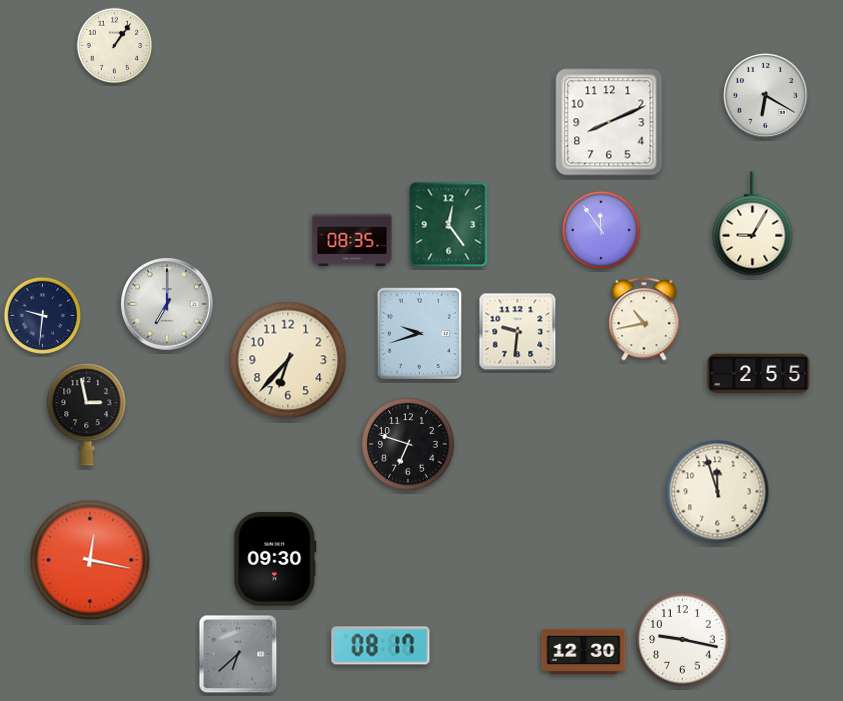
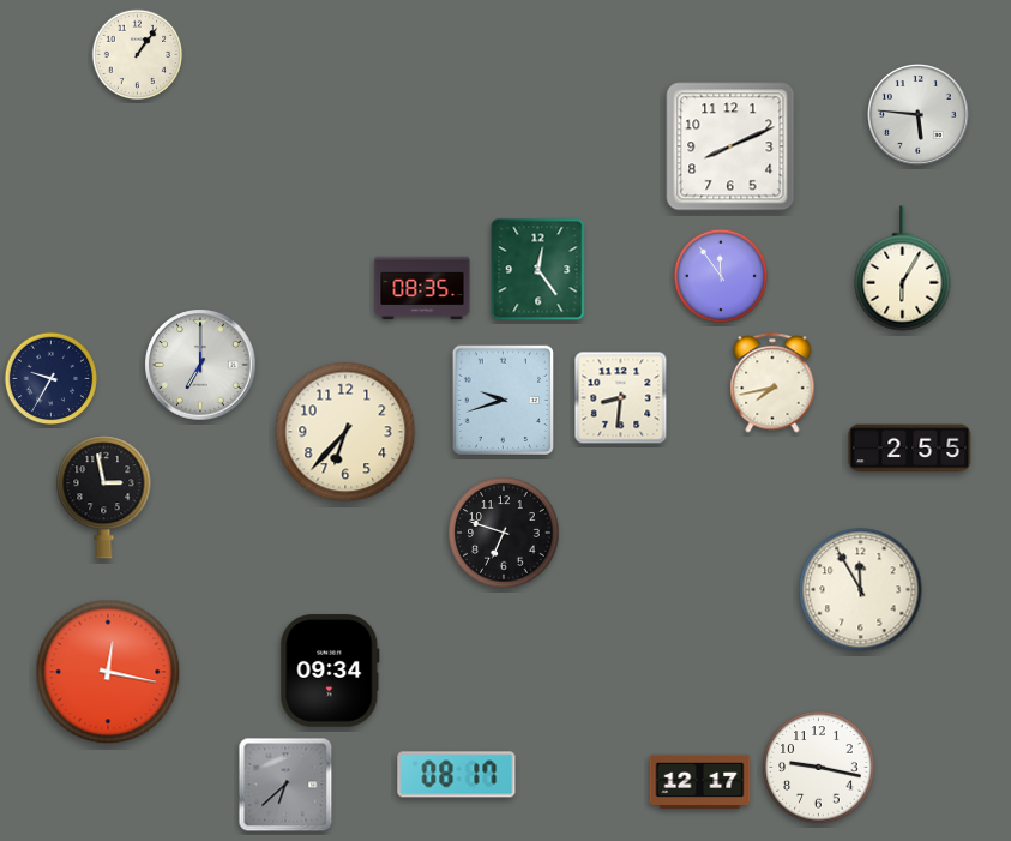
clock at (766, 96): 6:20 -> 5:46
clock at (753, 224): 9:05 -> 6:05
clock at (42, 315): 9:31 -> 9:35
clock at (644, 319): 10:43 -> 7:43
clock at (518, 332): 9:31 -> 8:31
clock at (408, 444) position: (408, 444) -> (504, 533)
clock at (718, 492): 11:57 -> 11:55
clock at (275, 559): 09:30 -> 09:34
clock at (584, 651): 12:30 -> 12:17
